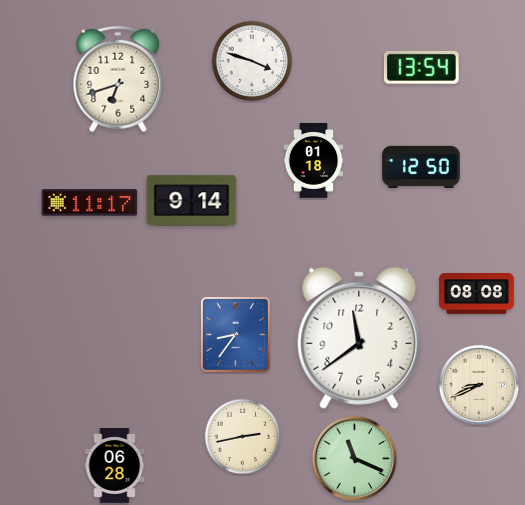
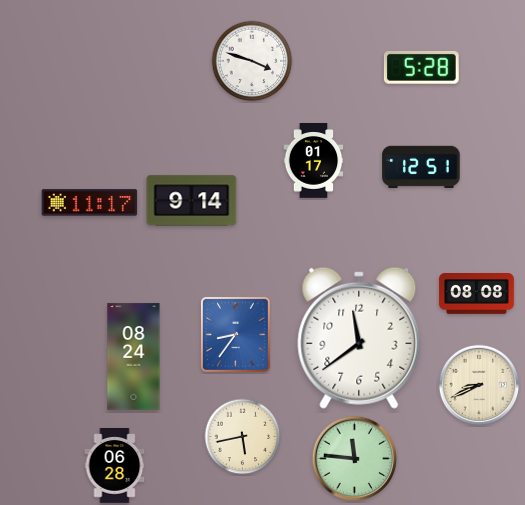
clock at (421, 67): 13:54 -> 5:28
clock at (118, 79): 6:42 -> none
clock at (314, 161): 01:18 -> 01:17
clock at (421, 166): 12:50 -> 12:51
clock at (134, 357): none -> 08:24
clock at (243, 437): 2:43 -> 5:43
clock at (355, 459): 11:19 -> 11:46
